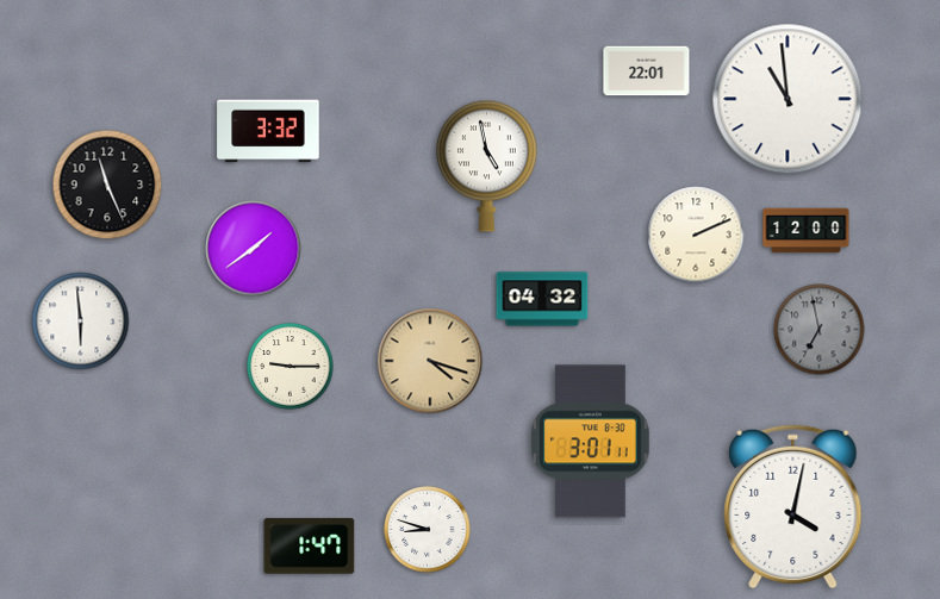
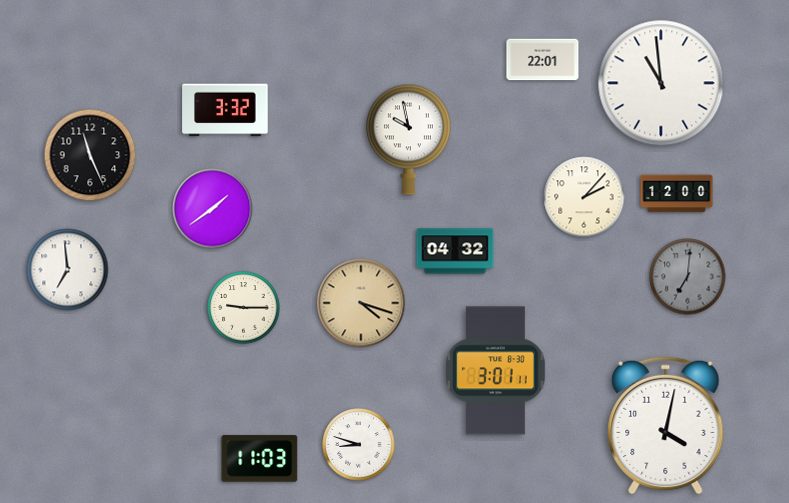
clock at (486, 166): 4:58 -> 9:58
clock at (696, 235): 2:11 -> 2:07
clock at (81, 322): 5:59 -> 6:59
clock at (820, 330): 6:58 -> 7:01
clock at (310, 547): 1:47 -> 11:03
